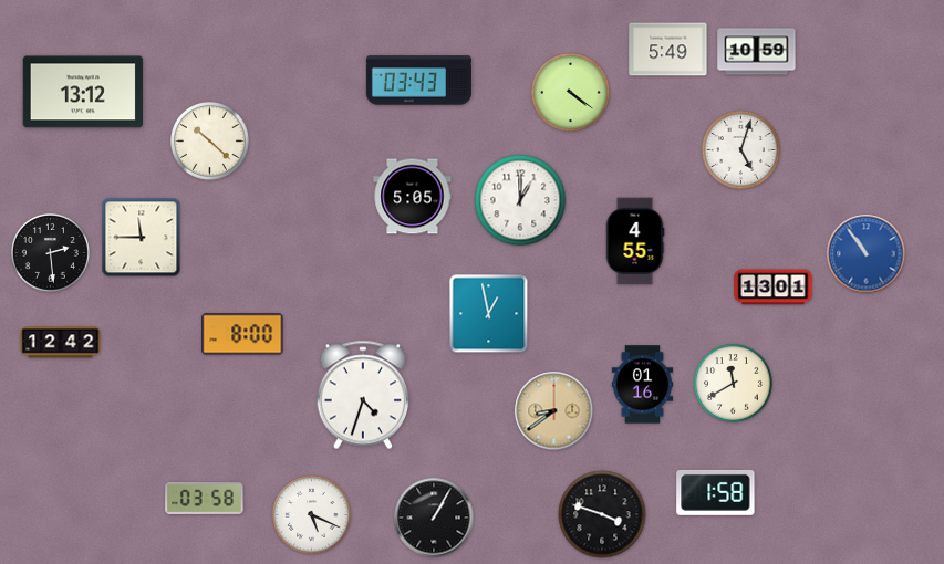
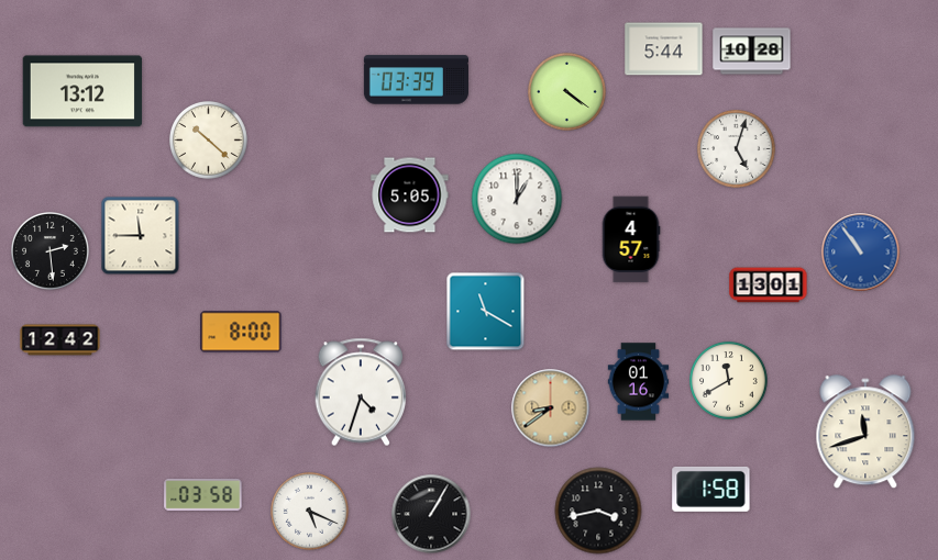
clock at (668, 50): 5:49 -> 5:44
clock at (757, 52): 10:59 -> 10:28
clock at (418, 81): 03:43 -> 03:39
clock at (635, 241): 4:55 -> 4:57
clock at (489, 314): 12:58 -> 11:20
clock at (865, 433): none -> 11:42
clock at (602, 514): 3:48 -> 3:43
